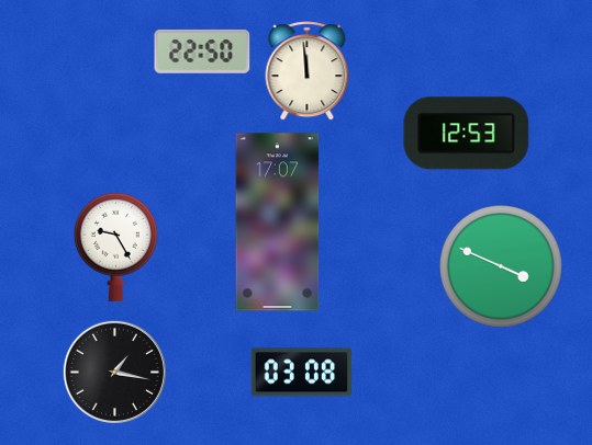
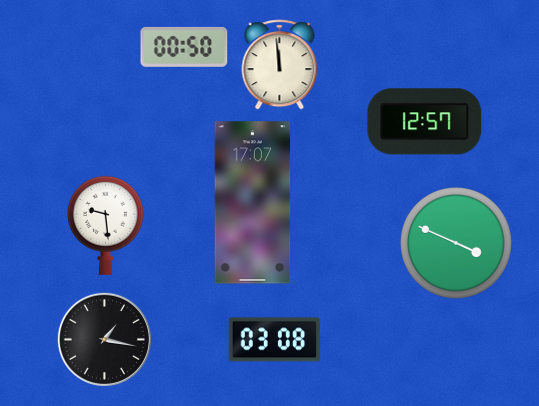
clock at (202, 52): 22:50 -> 00:50
clock at (467, 134): 12:53 -> 12:57
clock at (115, 247): 9:25 -> 9:29
